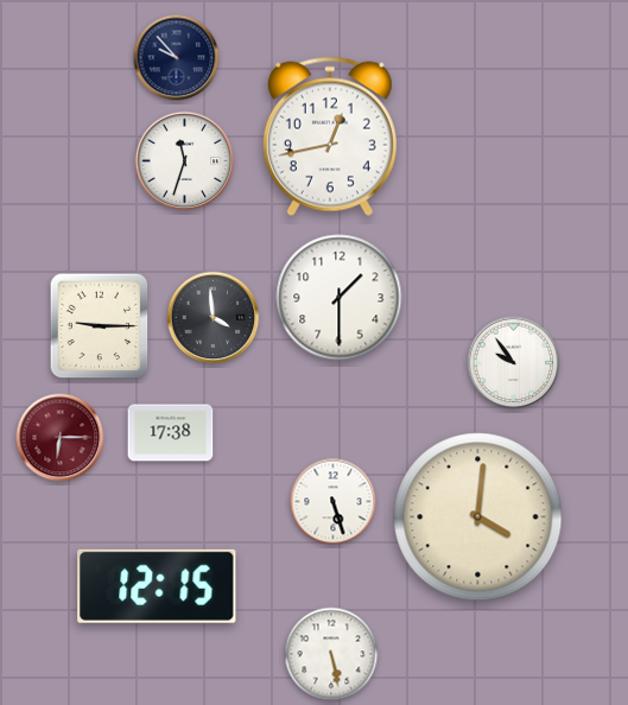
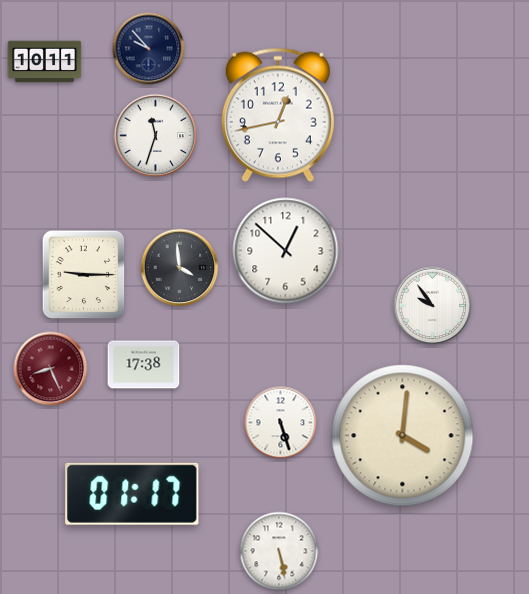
clock at (45, 62): none -> 10:11
clock at (340, 298): 1:30 -> 12:52
clock at (61, 438): 6:15 -> 8:26
clock at (157, 586): 12:15 -> 01:17
